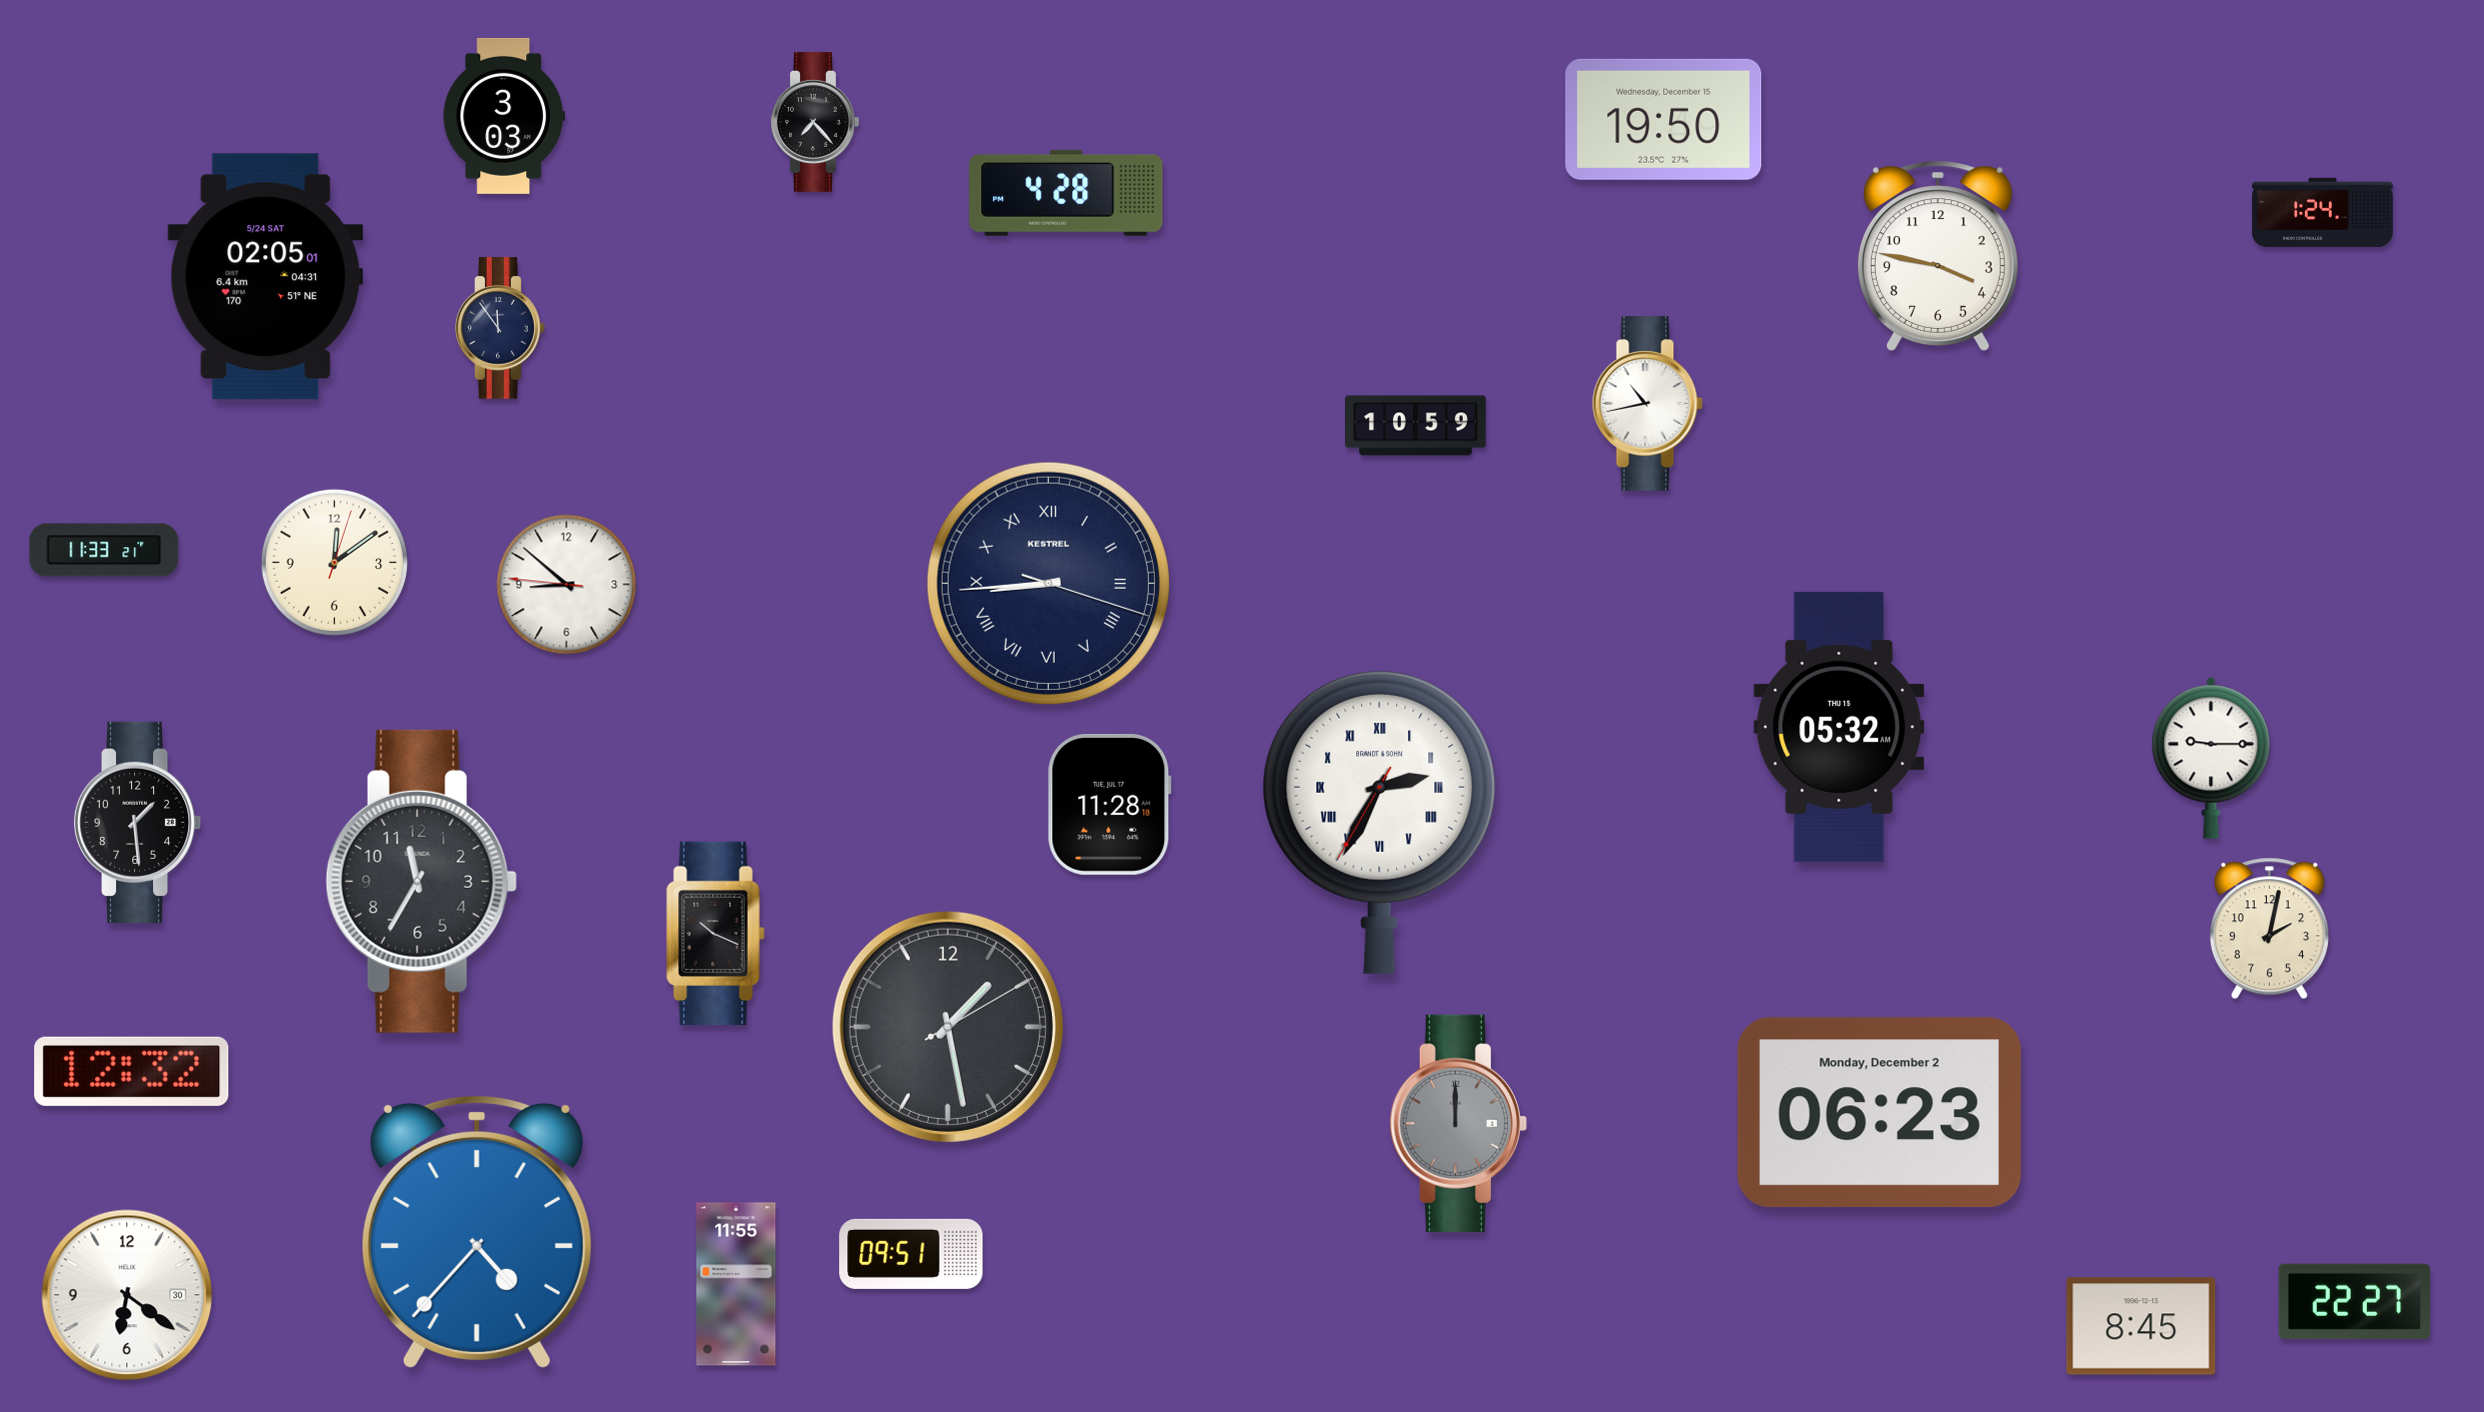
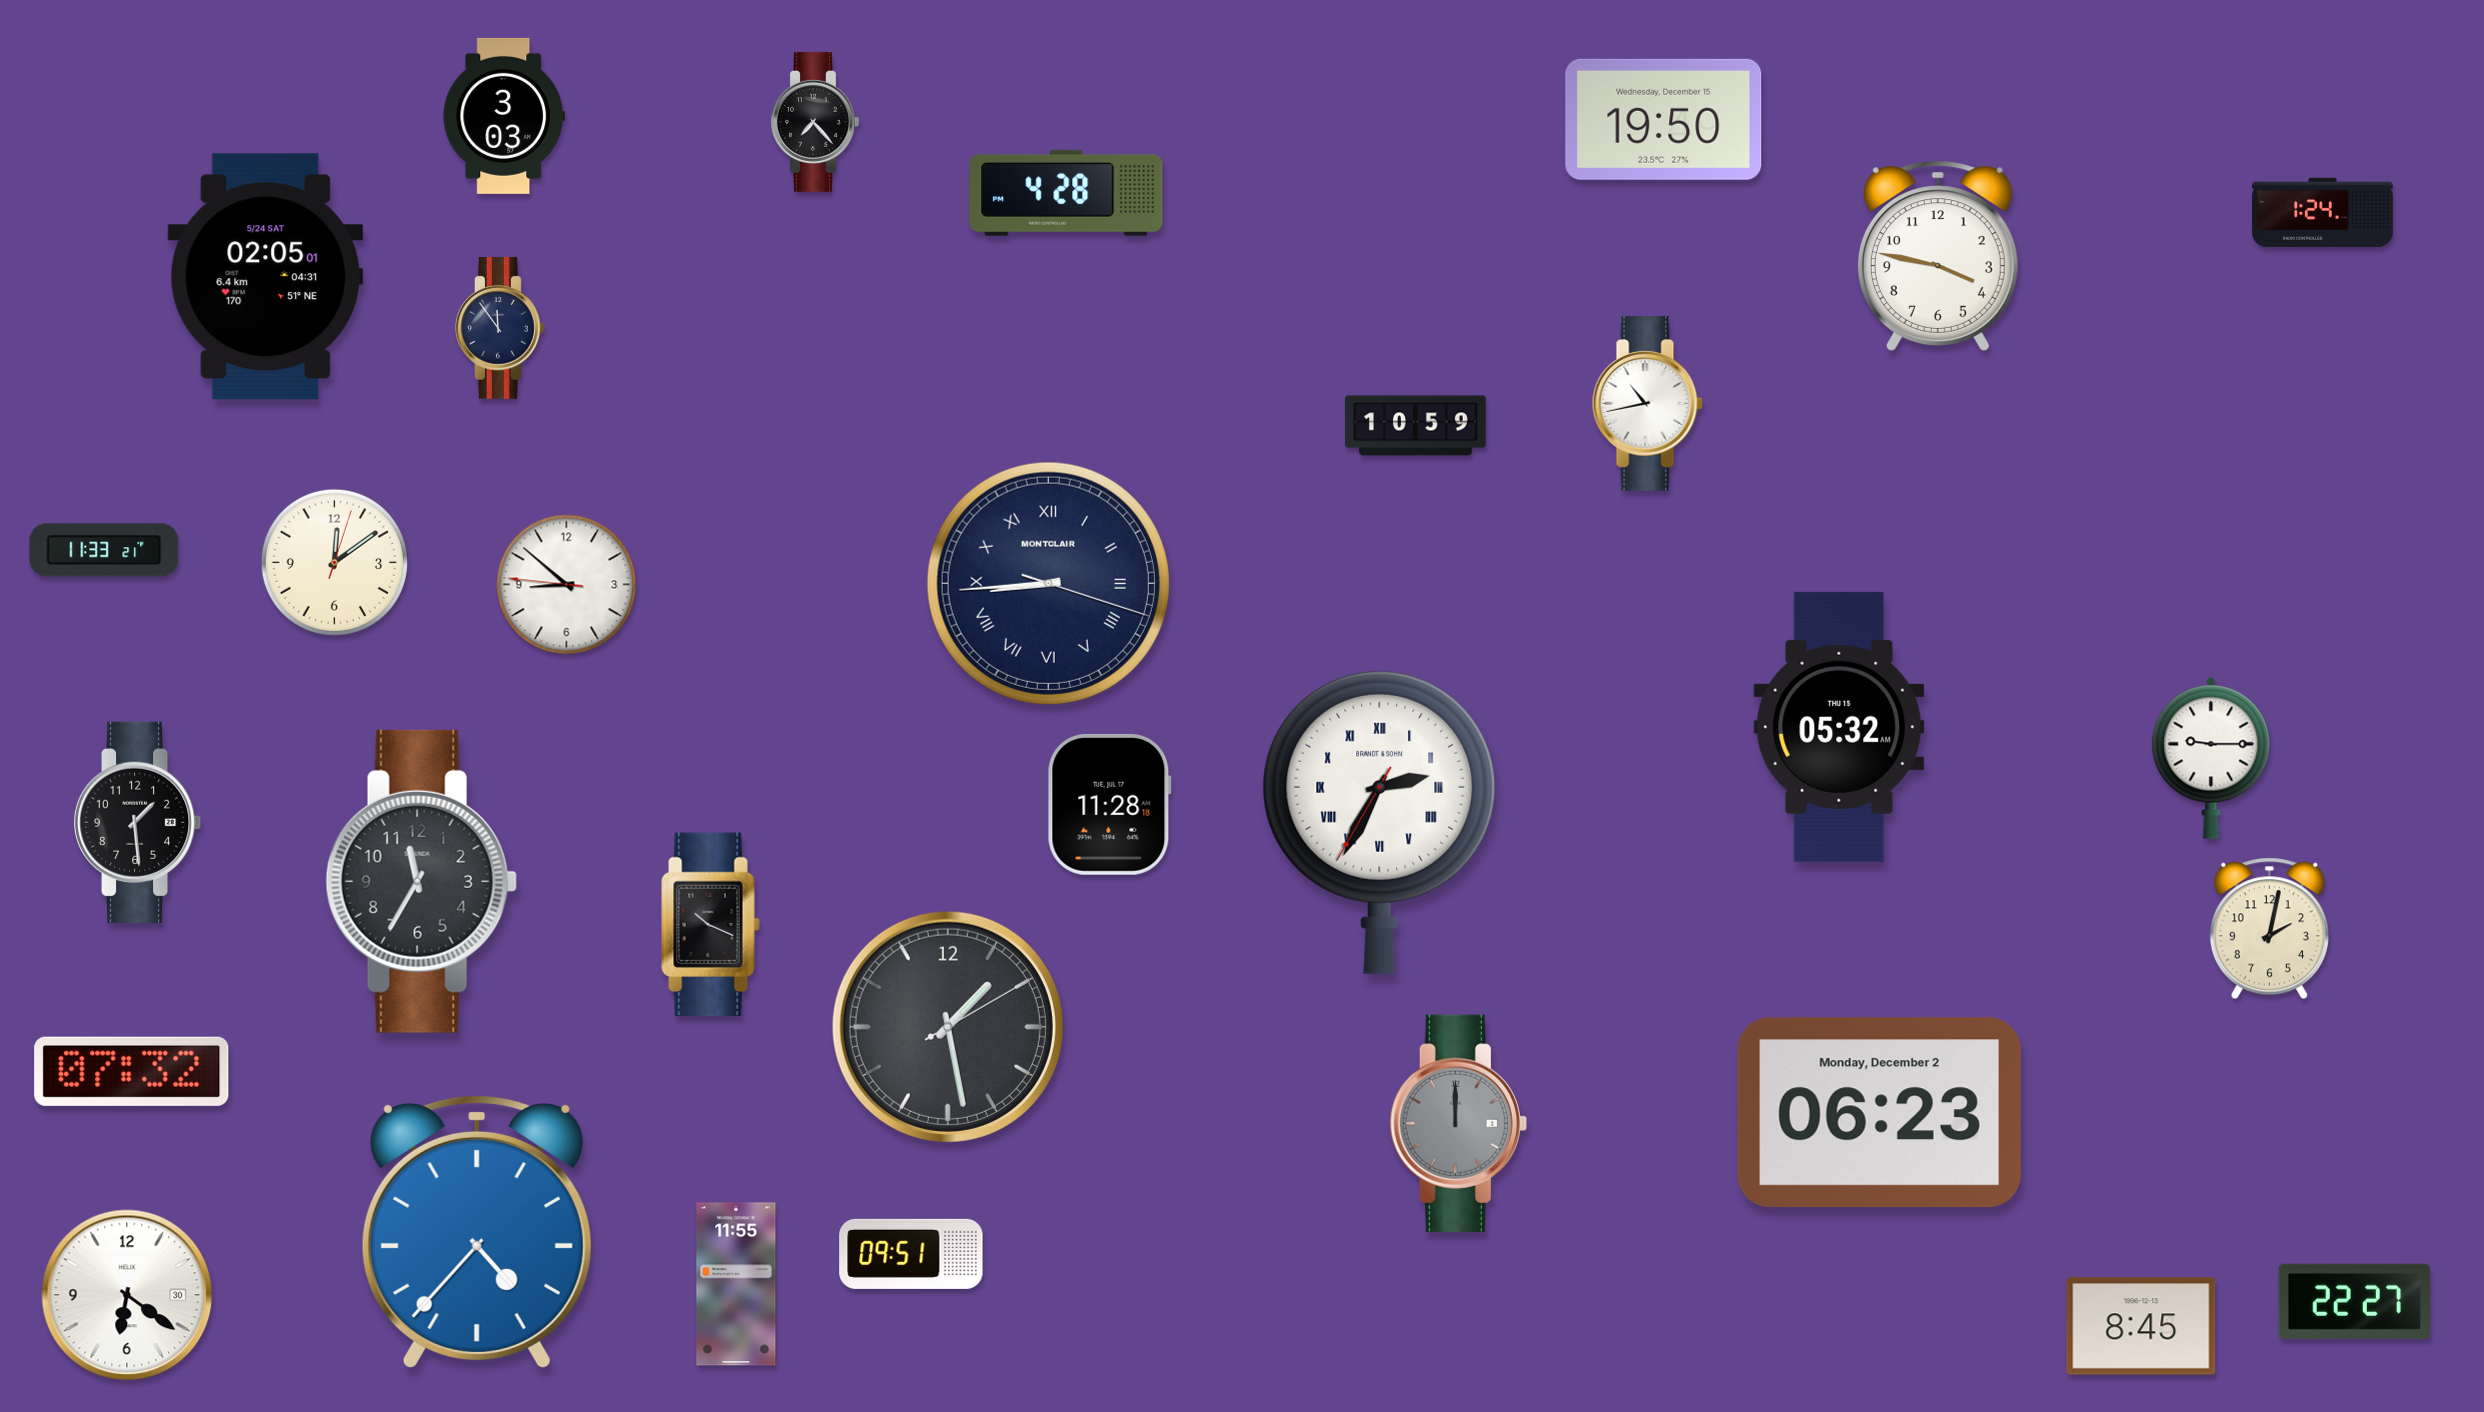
clock at (1048, 583) brand: KESTREL -> MONTCLAIR
clock at (716, 934) position: (716, 934) -> (711, 925)
clock at (132, 1071): 12:32 -> 07:32
